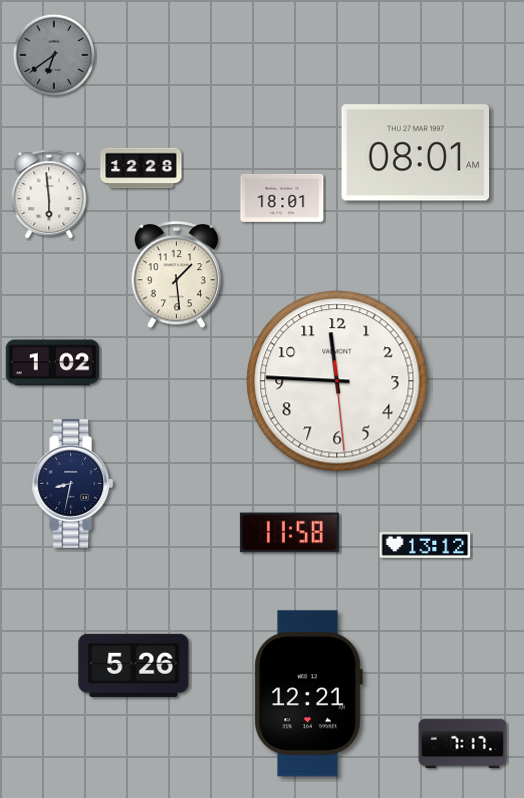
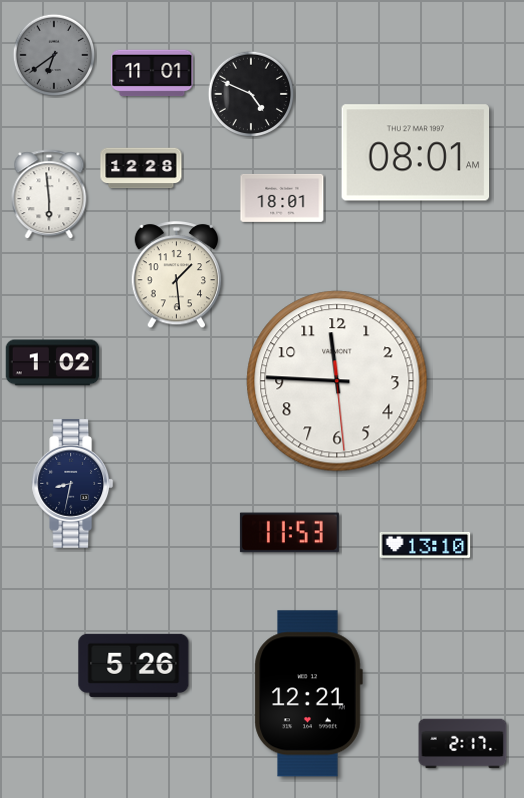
clock at (152, 73): none -> 11:01
clock at (250, 93): none -> 4:49
clock at (289, 533): 11:58 -> 11:53
clock at (425, 545): 13:12 -> 13:10
clock at (463, 744): 7:17 -> 2:17
